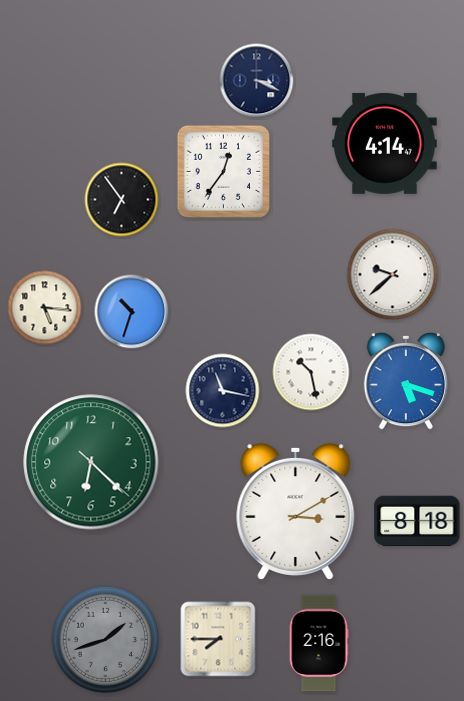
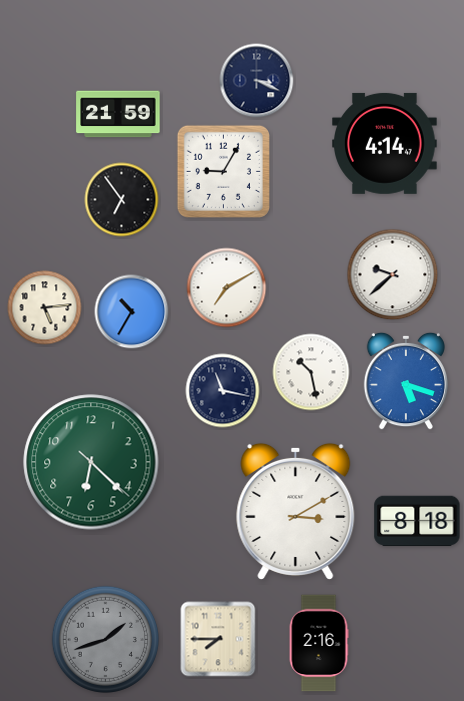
clock at (118, 114): none -> 21:59
clock at (223, 171): 12:36 -> 9:05
clock at (227, 288): none -> 7:10
clock at (45, 308): 5:16 -> 5:14
clock at (132, 312): 10:33 -> 10:35
